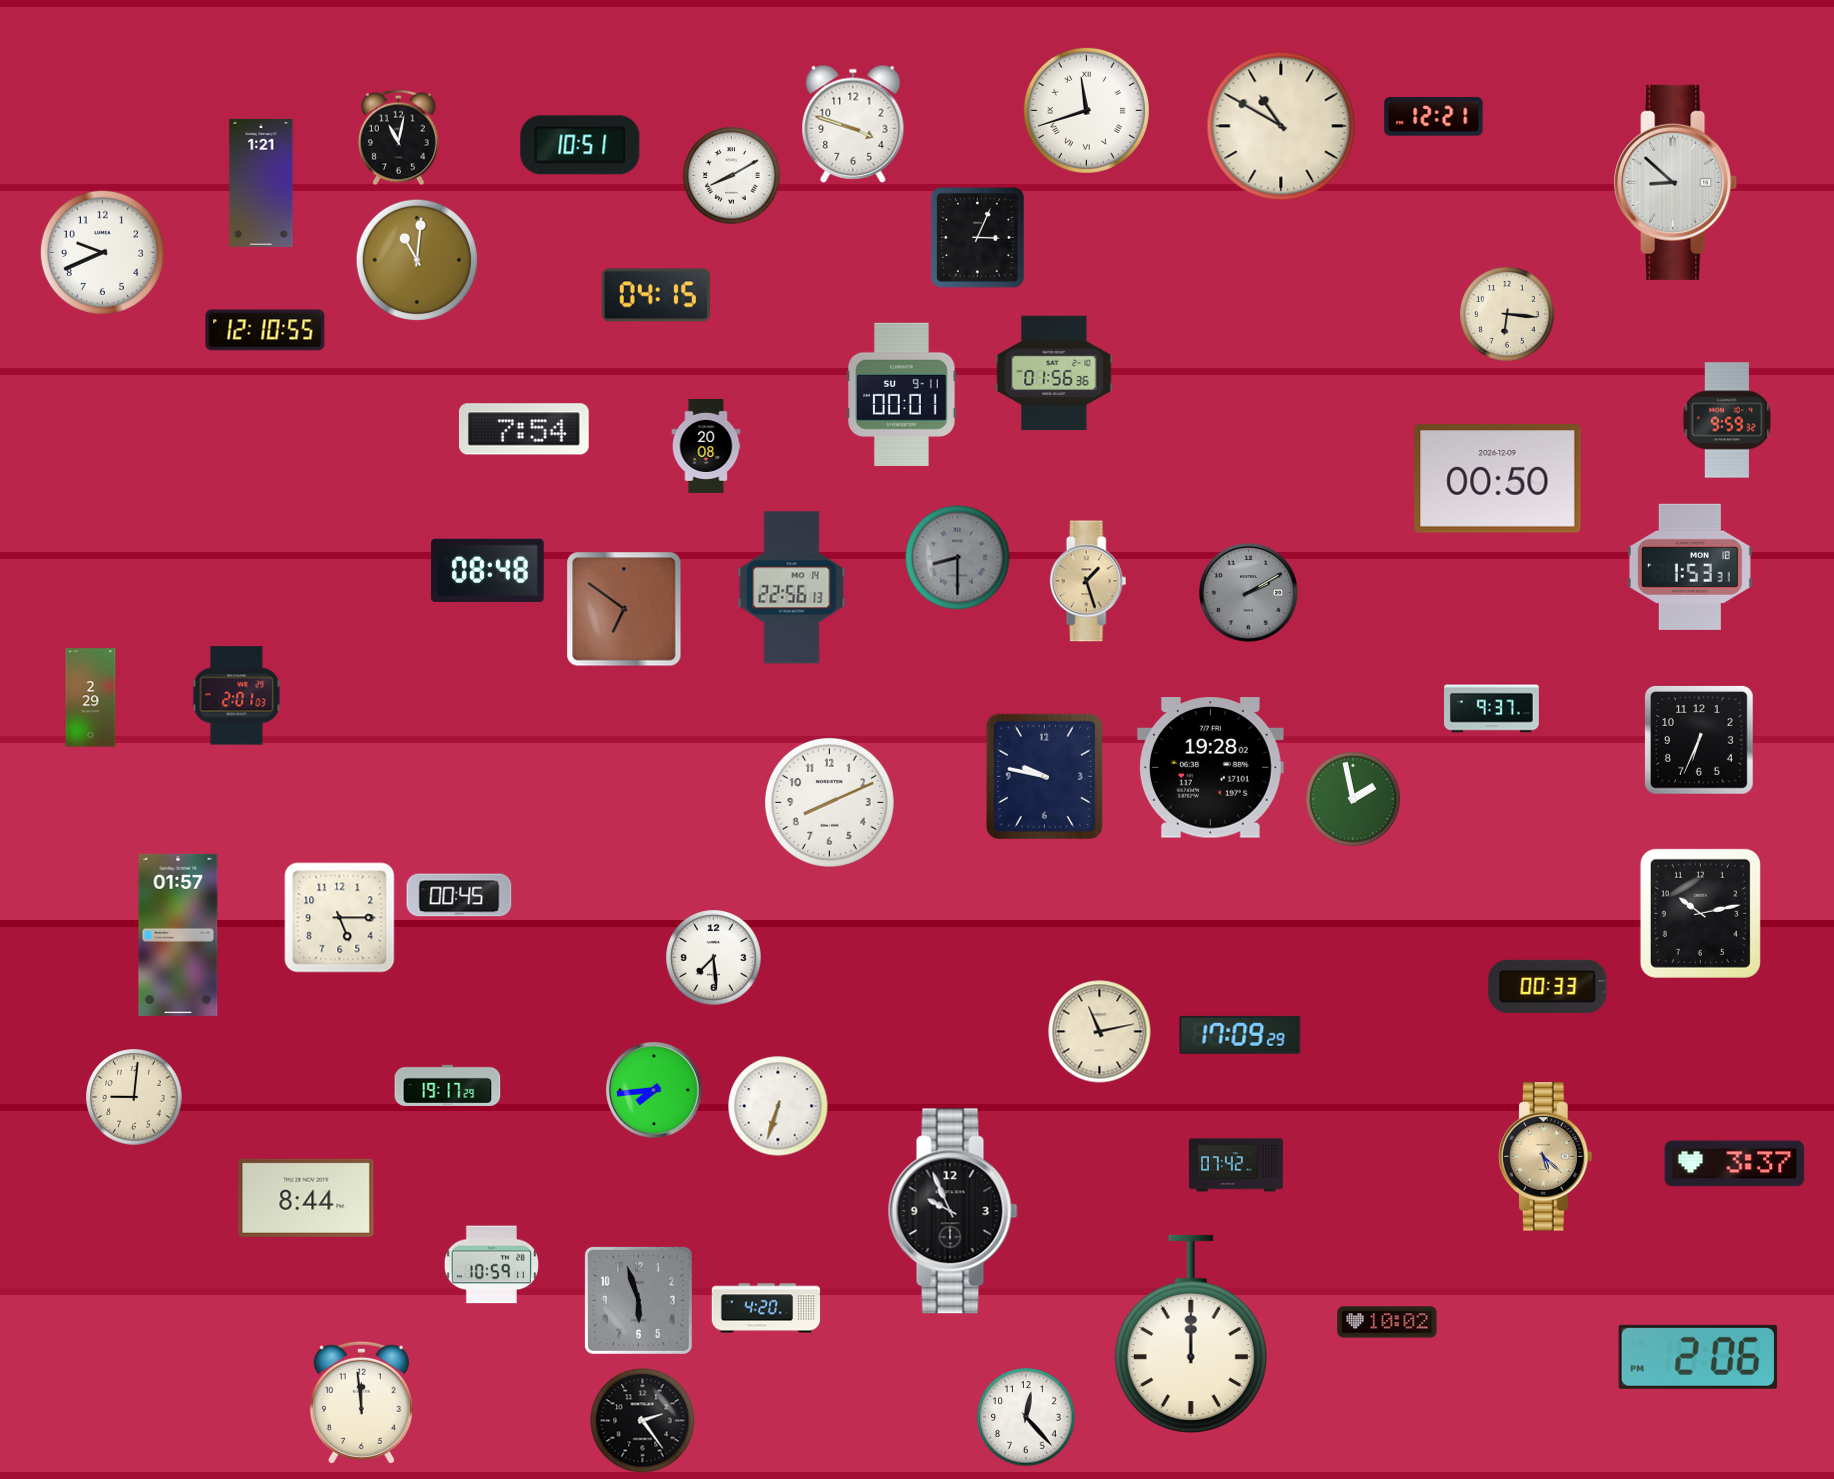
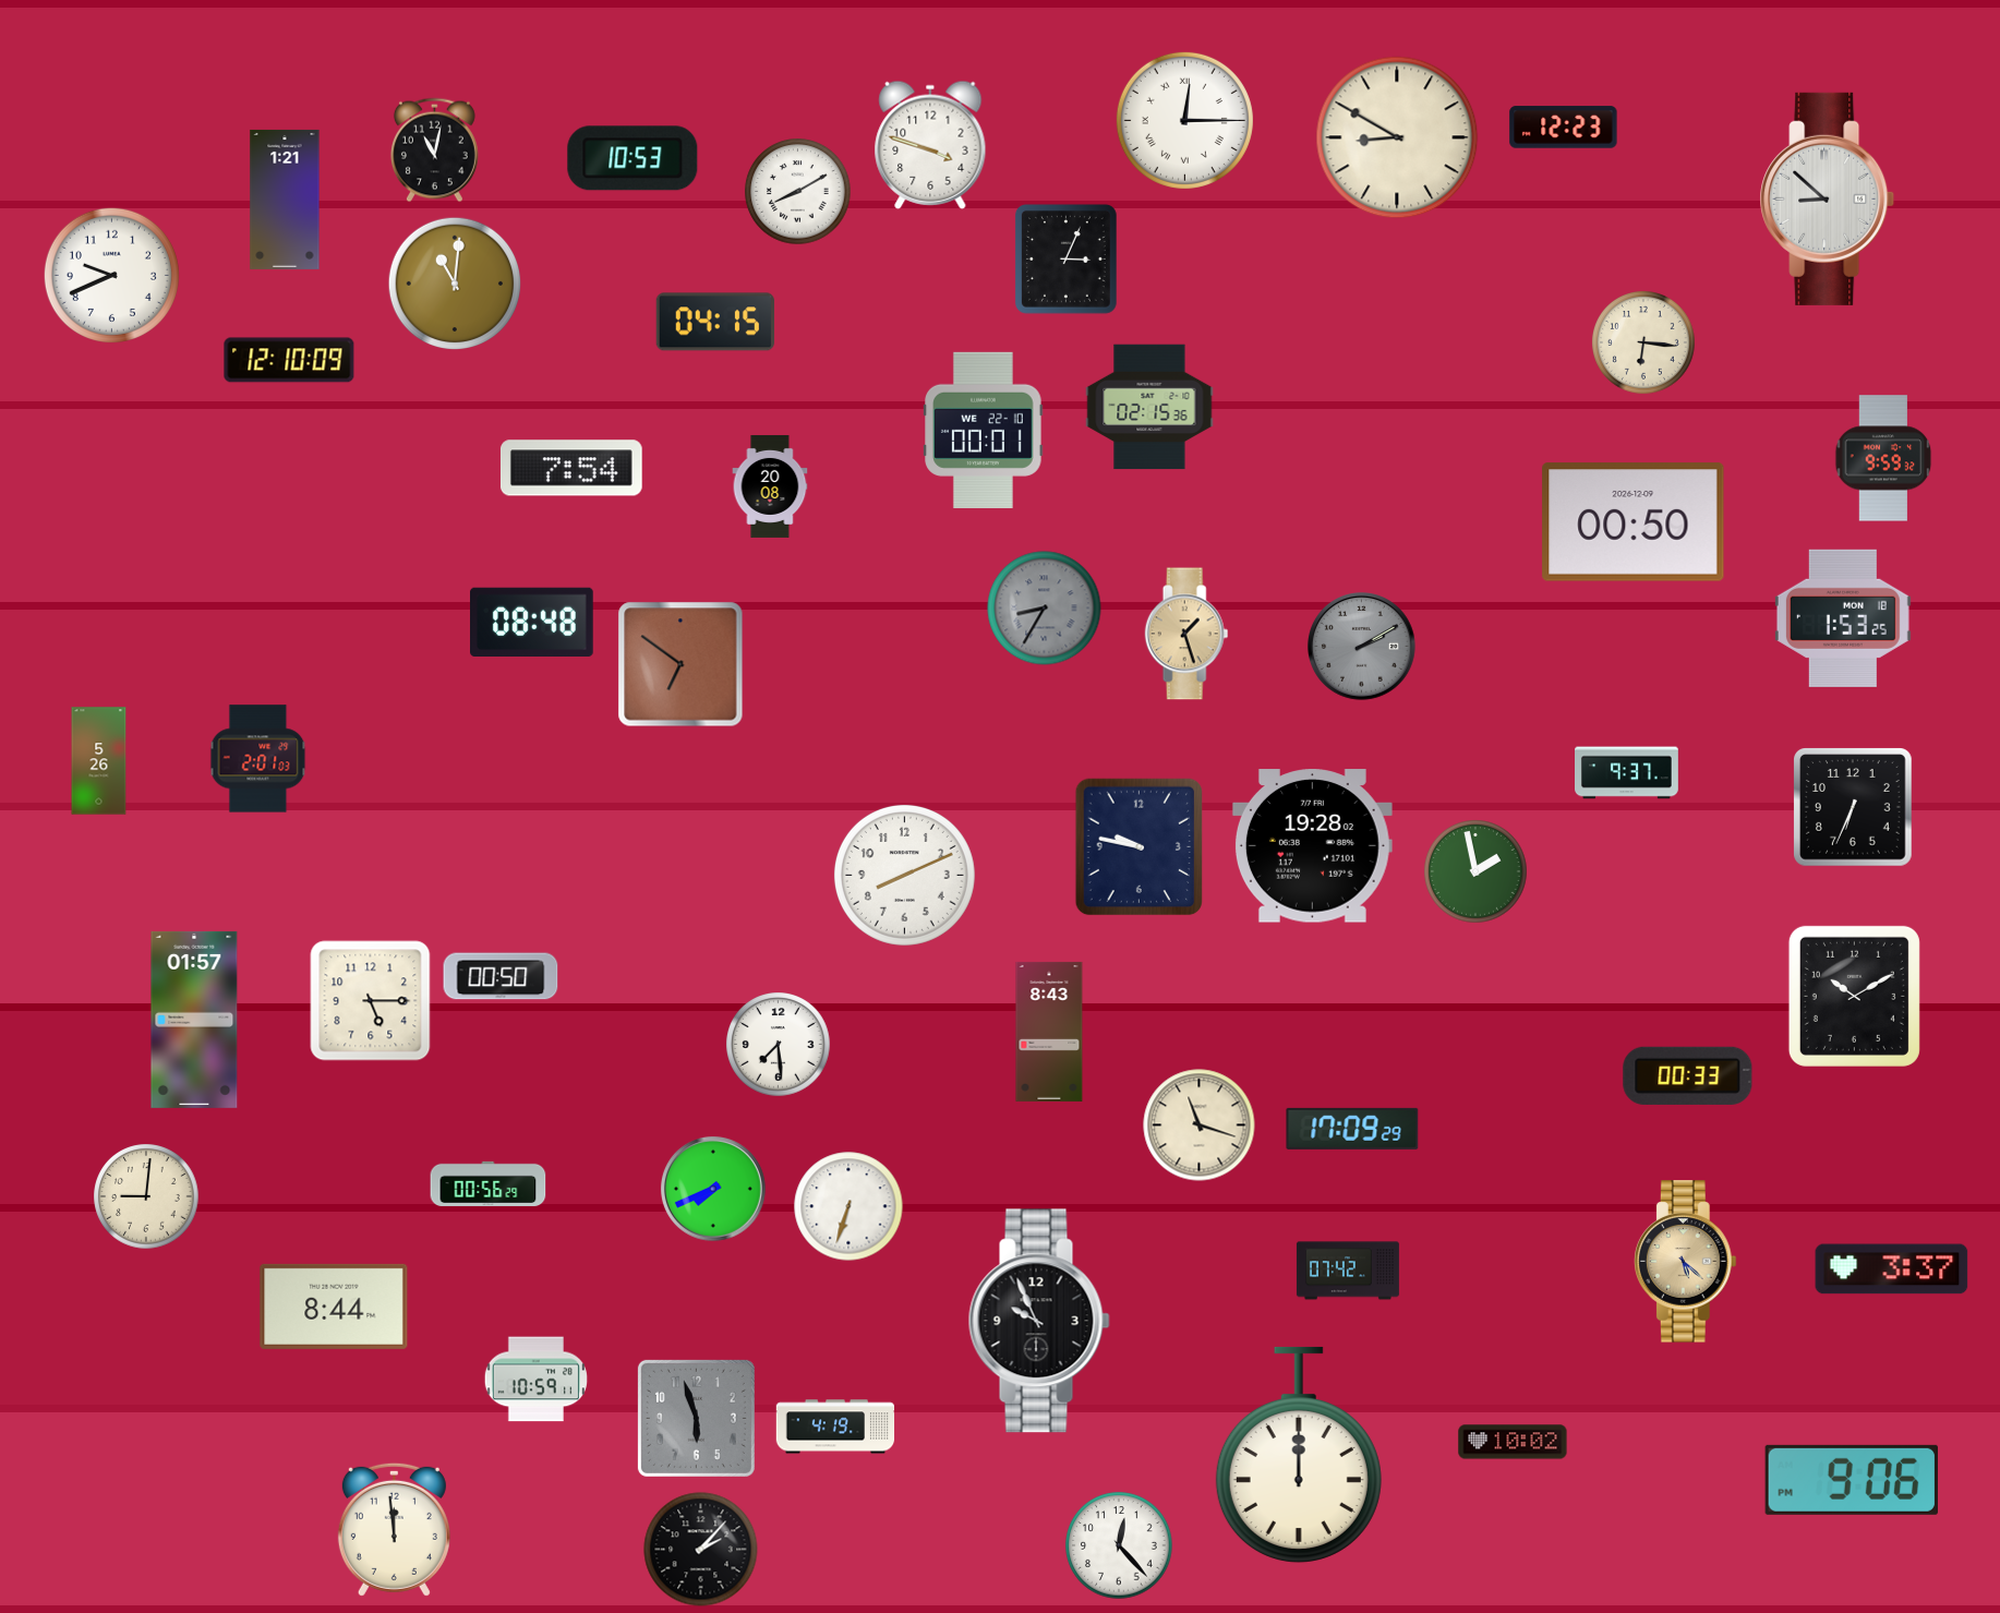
clock at (1086, 110): 11:42 -> 12:15
clock at (1434, 117): 12:21 -> 12:23
clock at (853, 124) position: (853, 124) -> (930, 145)
clock at (1281, 126): 10:50 -> 8:50
clock at (580, 145): 10:51 -> 10:53
clock at (265, 330): 12:10:55 -> 12:10:09
clock at (1054, 373): 01:56 -> 02:15
clock at (902, 394) date: SU 9-11 -> WE 22-10
clock at (958, 558): 8:30 -> 8:35
clock at (1690, 567): 1:53:31 -> 1:53:25
clock at (792, 588): 22:56 -> none
clock at (91, 698): 2:29 -> 5:26
clock at (1210, 768) position: (1210, 768) -> (1312, 846)
clock at (459, 895): 00:45 -> 00:50
clock at (1700, 913): 10:13 -> 10:10
clock at (1049, 1032): none -> 8:43
clock at (1100, 1032): 11:13 -> 11:18
clock at (448, 1085): 19:17 -> 00:56
clock at (654, 1090): 7:44 -> 7:41
clock at (766, 1308): 4:20 -> 4:19
clock at (1697, 1357): 2:06 -> 9:06
clock at (643, 1421): 2:24 -> 2:07
